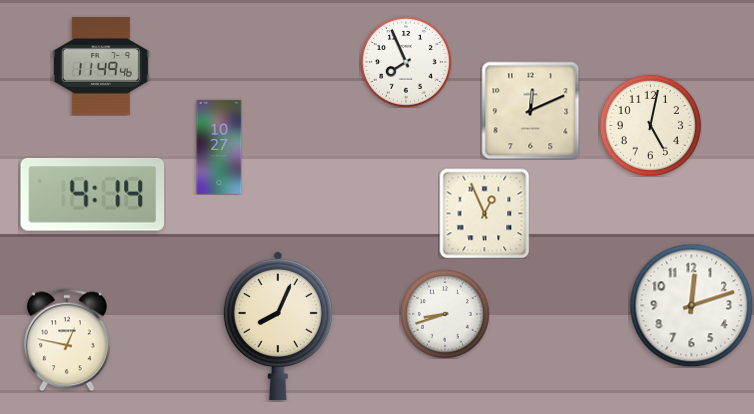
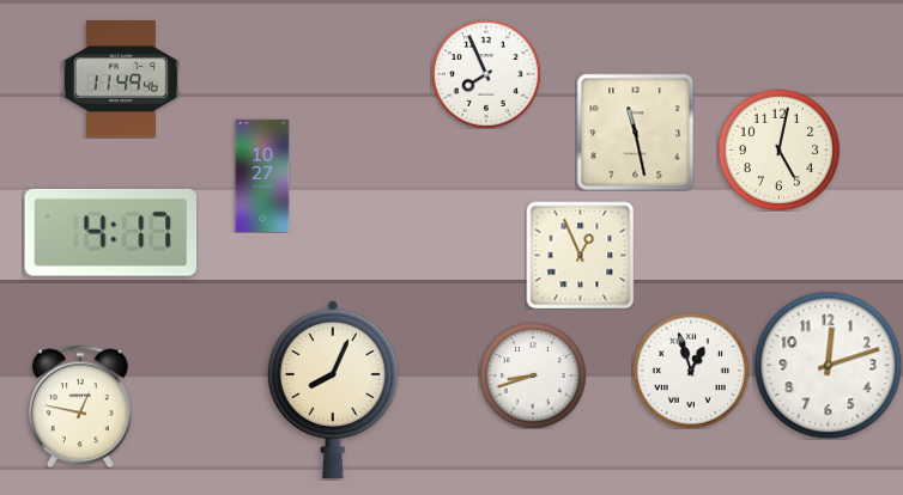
clock at (530, 110): 12:11 -> 11:28
clock at (93, 195): 4:14 -> 4:17
clock at (691, 371): none -> 12:57
